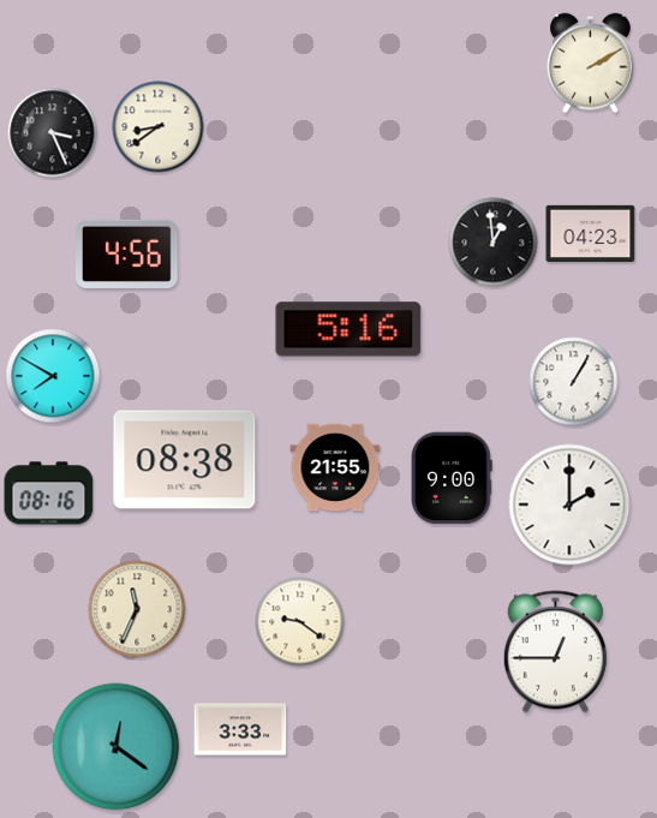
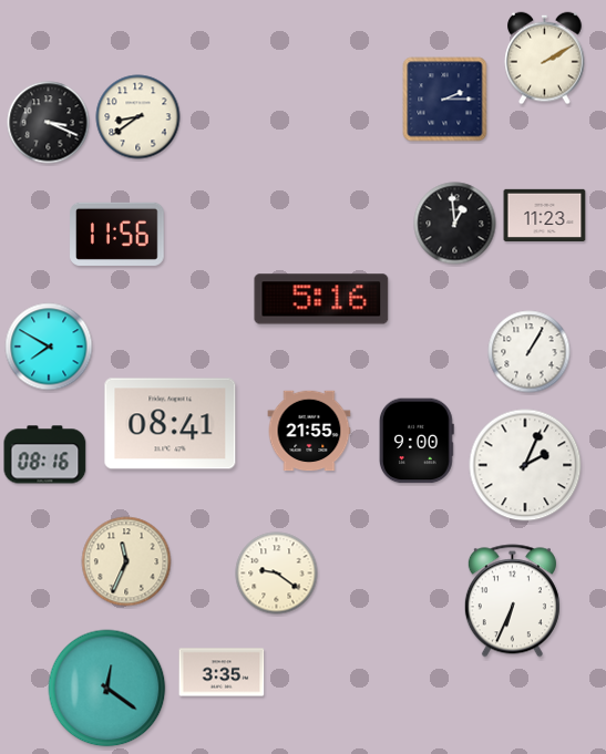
clock at (445, 100): none -> 2:15
clock at (159, 127) position: (159, 127) -> (138, 117)
clock at (53, 133): 3:26 -> 3:19
clock at (591, 233): 04:23 -> 11:23
clock at (127, 253): 4:56 -> 11:56
clock at (348, 329) position: (348, 329) -> (321, 299)
clock at (185, 460): 08:38 -> 08:41
clock at (569, 504): 2:00 -> 2:04
clock at (555, 652): 12:45 -> 6:34
clock at (240, 729): 3:33 -> 3:35
